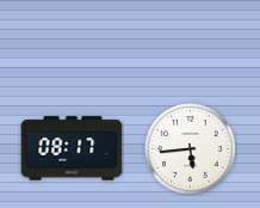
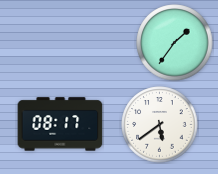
clock at (175, 43): none -> 1:36
clock at (191, 149): 5:44 -> 5:39
